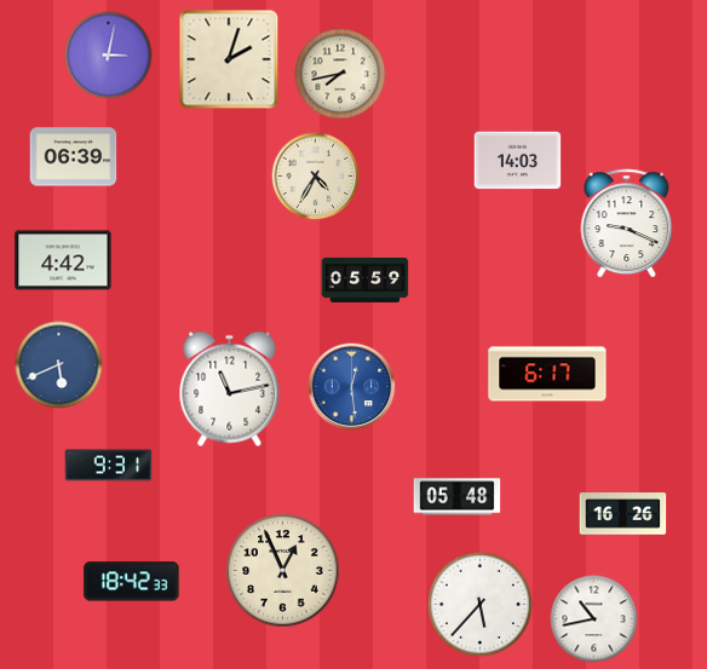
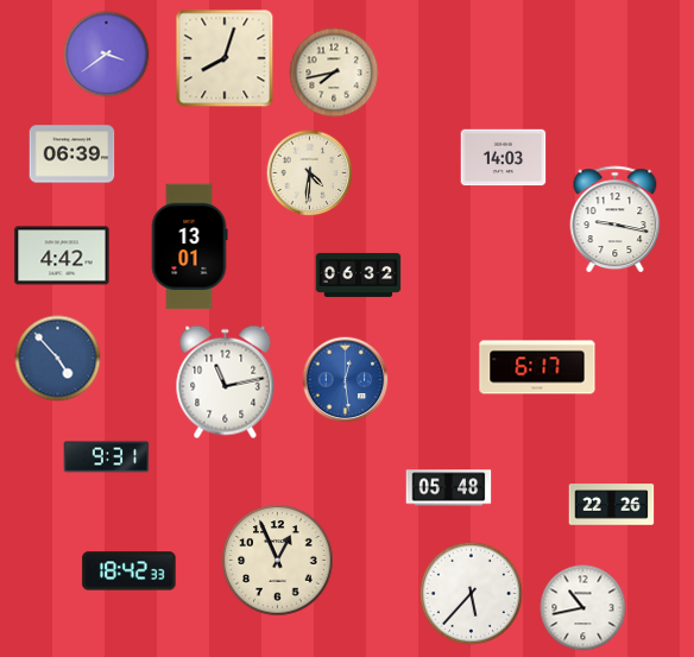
clock at (109, 56): 3:02 -> 3:39
clock at (229, 59): 2:03 -> 8:03
clock at (518, 161) position: (518, 161) -> (504, 158)
clock at (316, 177): 4:35 -> 4:31
clock at (627, 224): 9:19 -> 9:17
clock at (189, 247): none -> 13:01
clock at (366, 279): 05:59 -> 06:32
clock at (59, 365): 5:41 -> 4:53
clock at (623, 514): 16:26 -> 22:26
